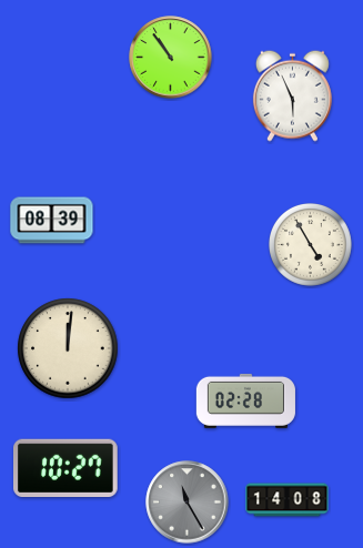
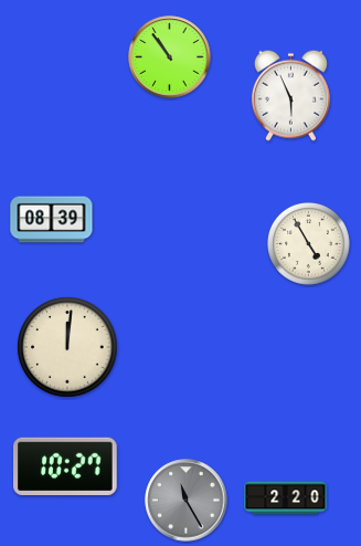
clock at (245, 400): 02:28 -> none
clock at (288, 500): 14:08 -> 2:20
